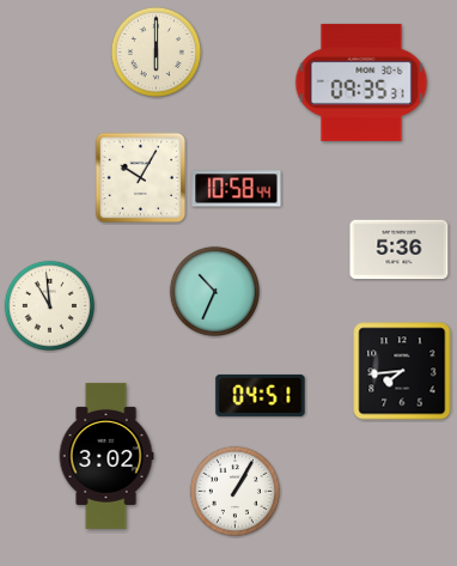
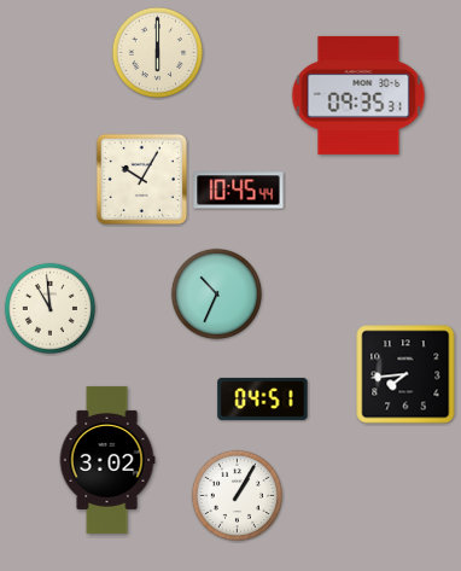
clock at (361, 83) position: (361, 83) -> (358, 95)
clock at (237, 189): 10:58 -> 10:45
clock at (400, 250): 5:36 -> none
